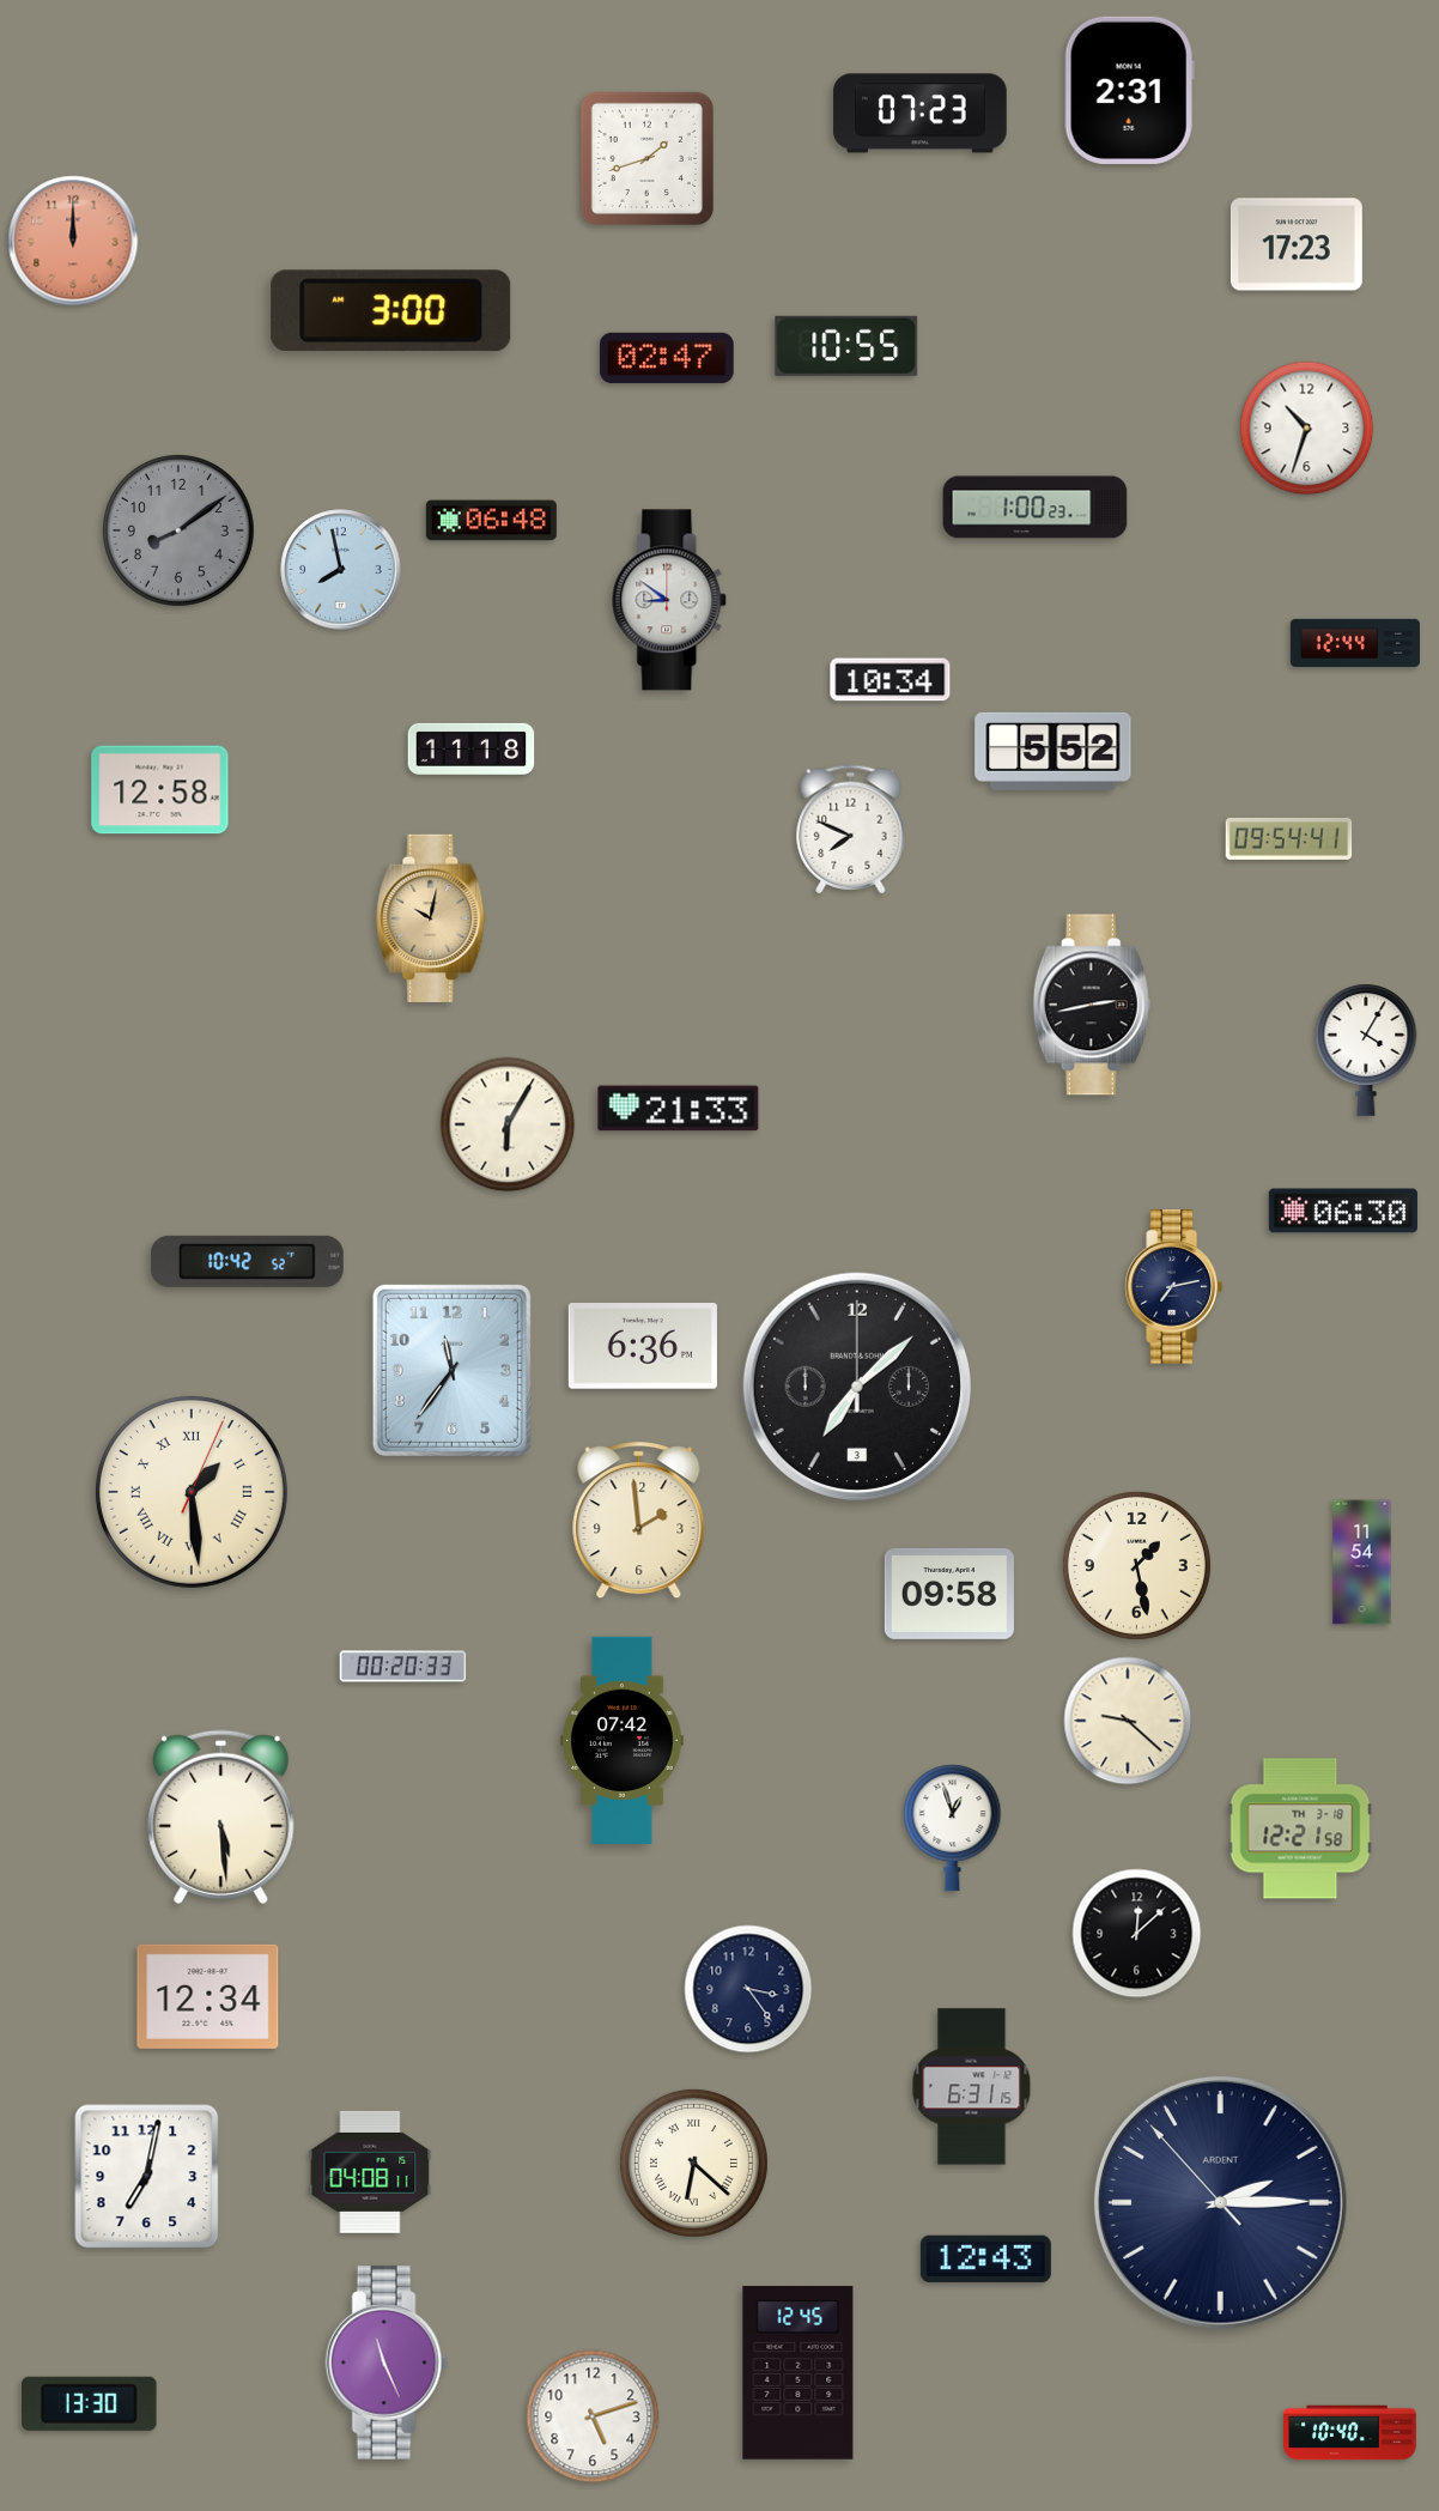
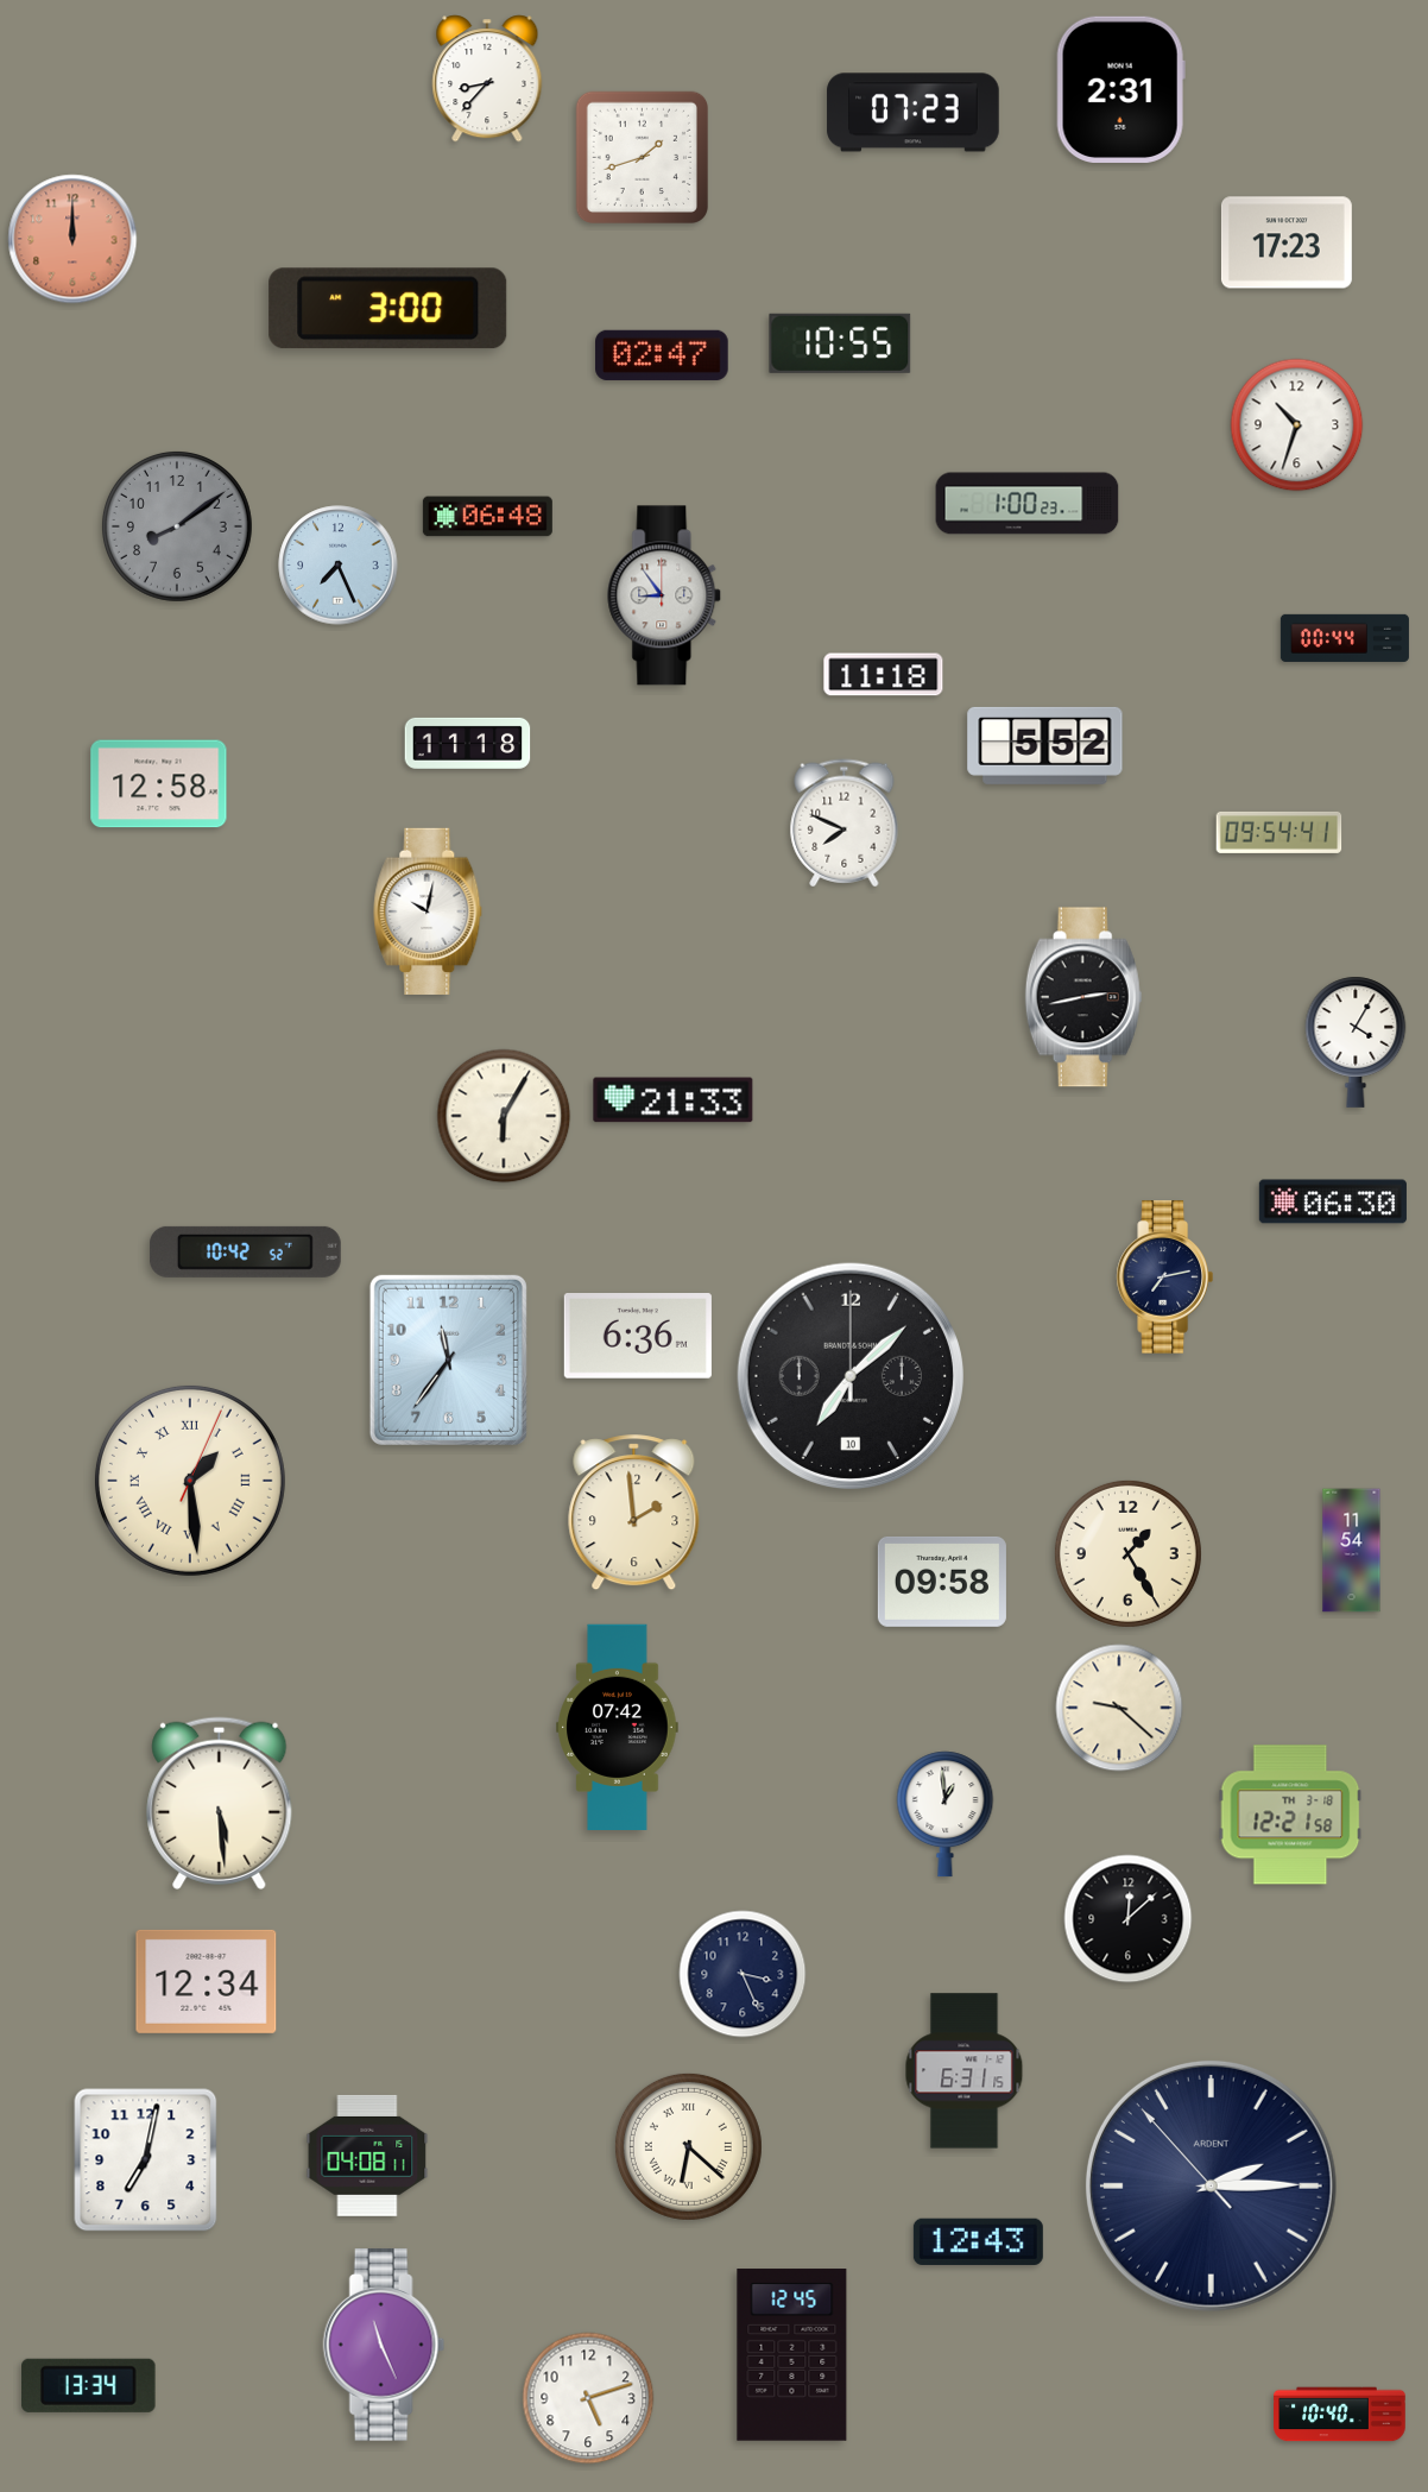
clock at (487, 78): none -> 8:37
clock at (341, 570): 7:58 -> 7:26
clock at (670, 600): 8:51 -> 8:54
clock at (1355, 643): 12:44 -> 00:44
clock at (891, 680): 10:34 -> 11:18
clock at (431, 918) dial: champagne -> white
clock at (857, 1387) date: 3 -> 10
clock at (639, 1521) position: (639, 1521) -> (634, 1513)
clock at (1136, 1565): 1:28 -> 1:25
clock at (403, 1667): 00:20 -> none
clock at (953, 1828): 12:57 -> 12:59
clock at (748, 1989): 3:24 -> 3:26
clock at (90, 2403): 13:30 -> 13:34
